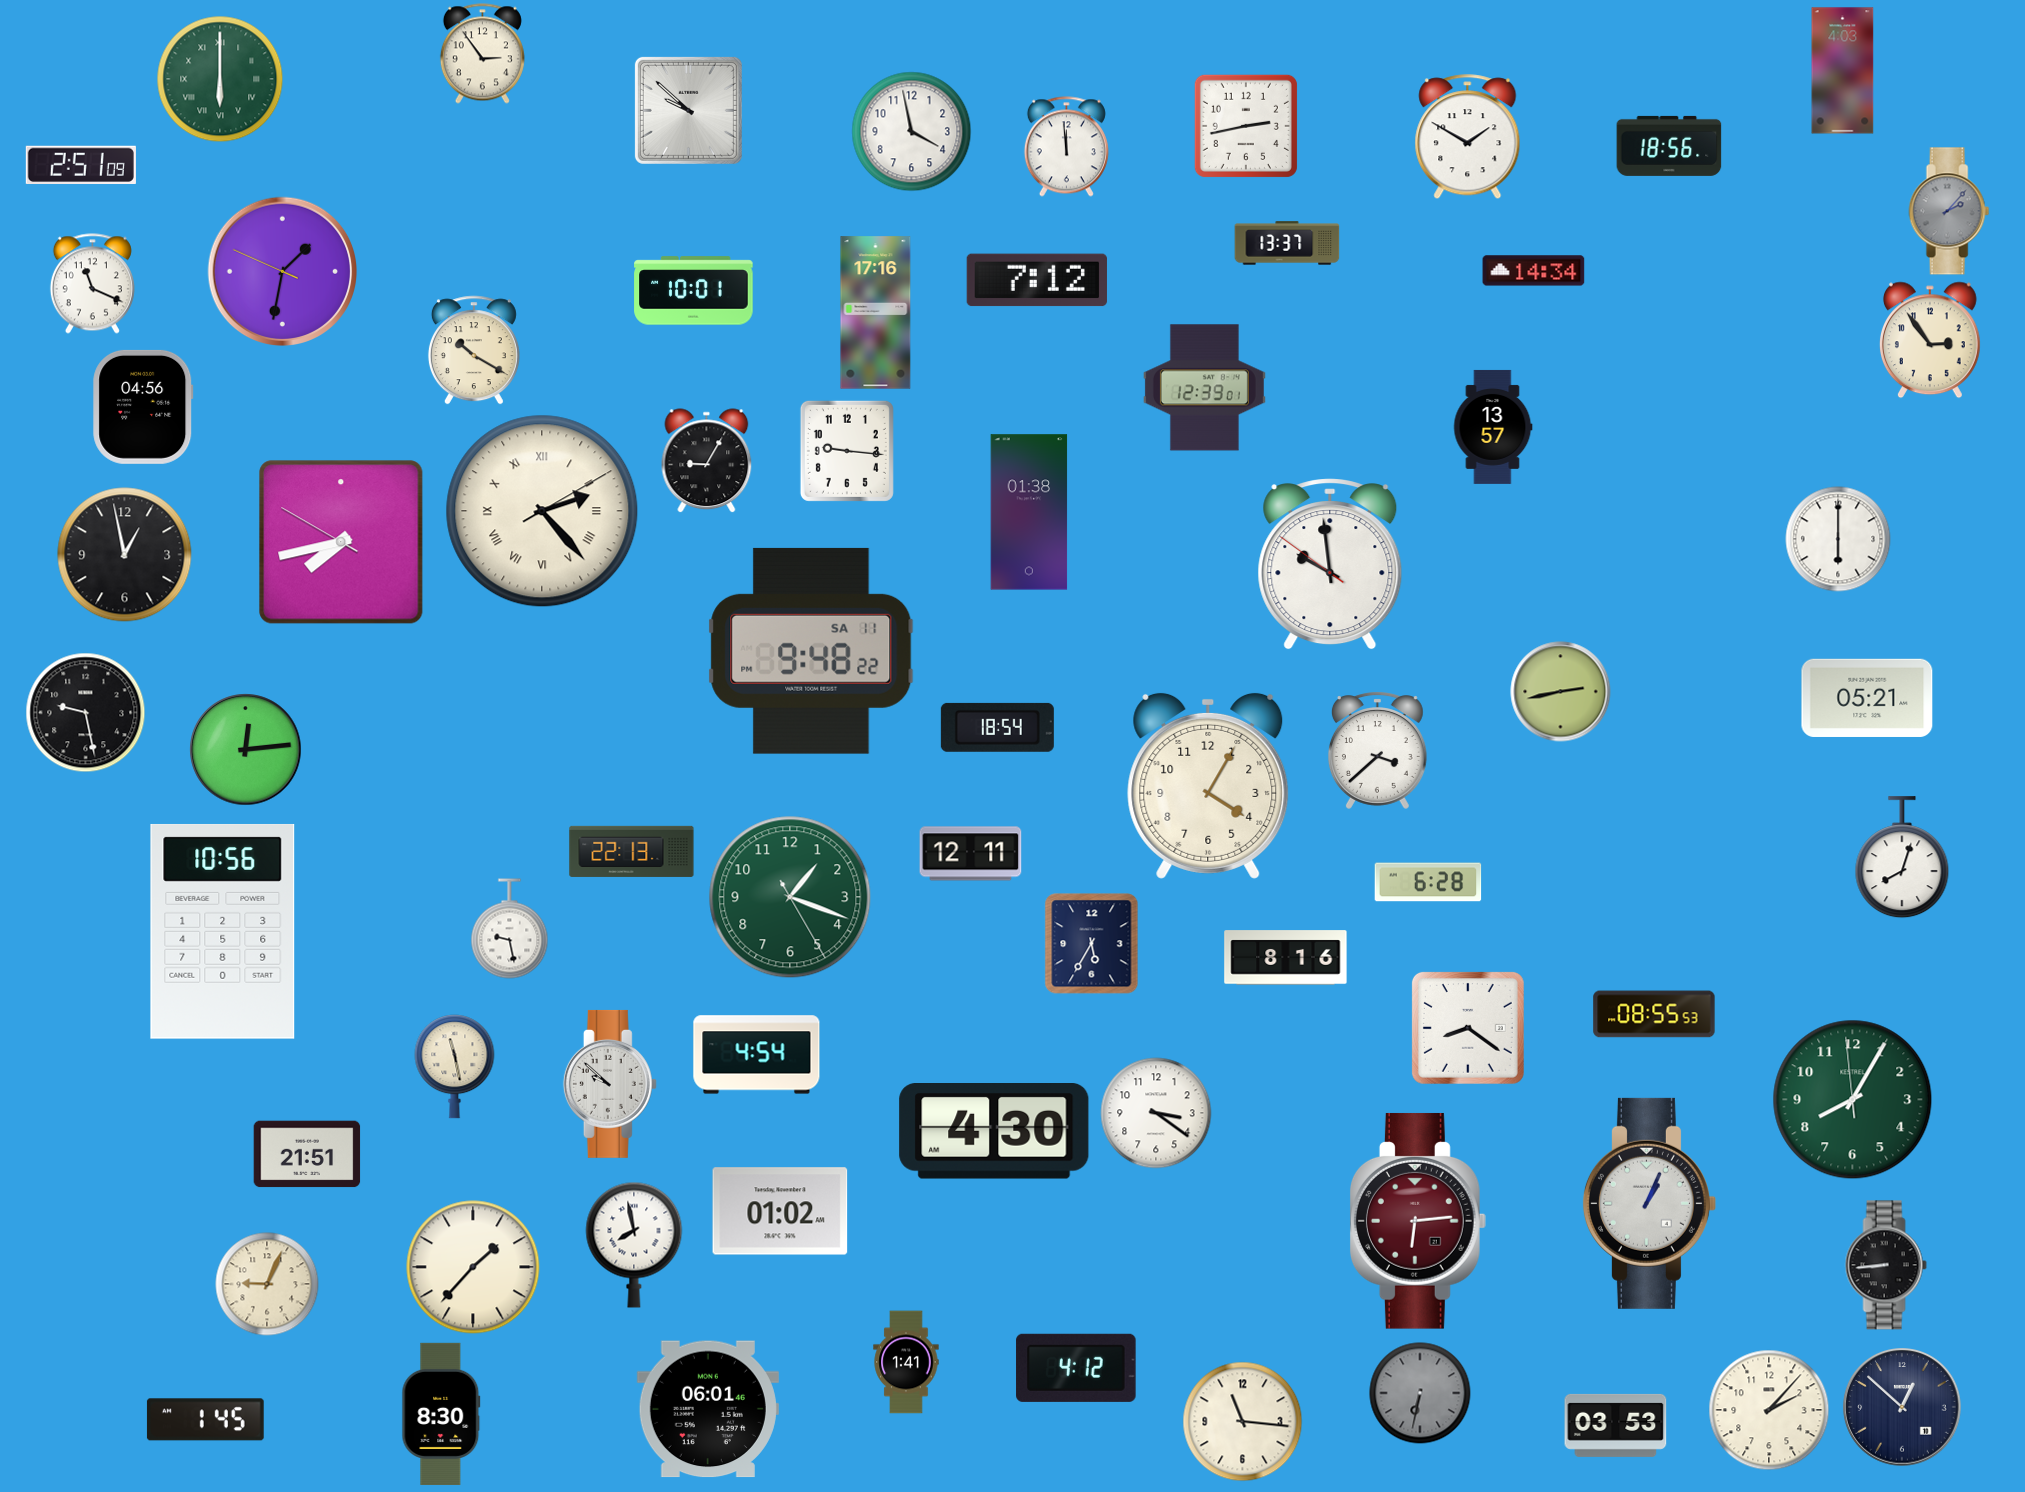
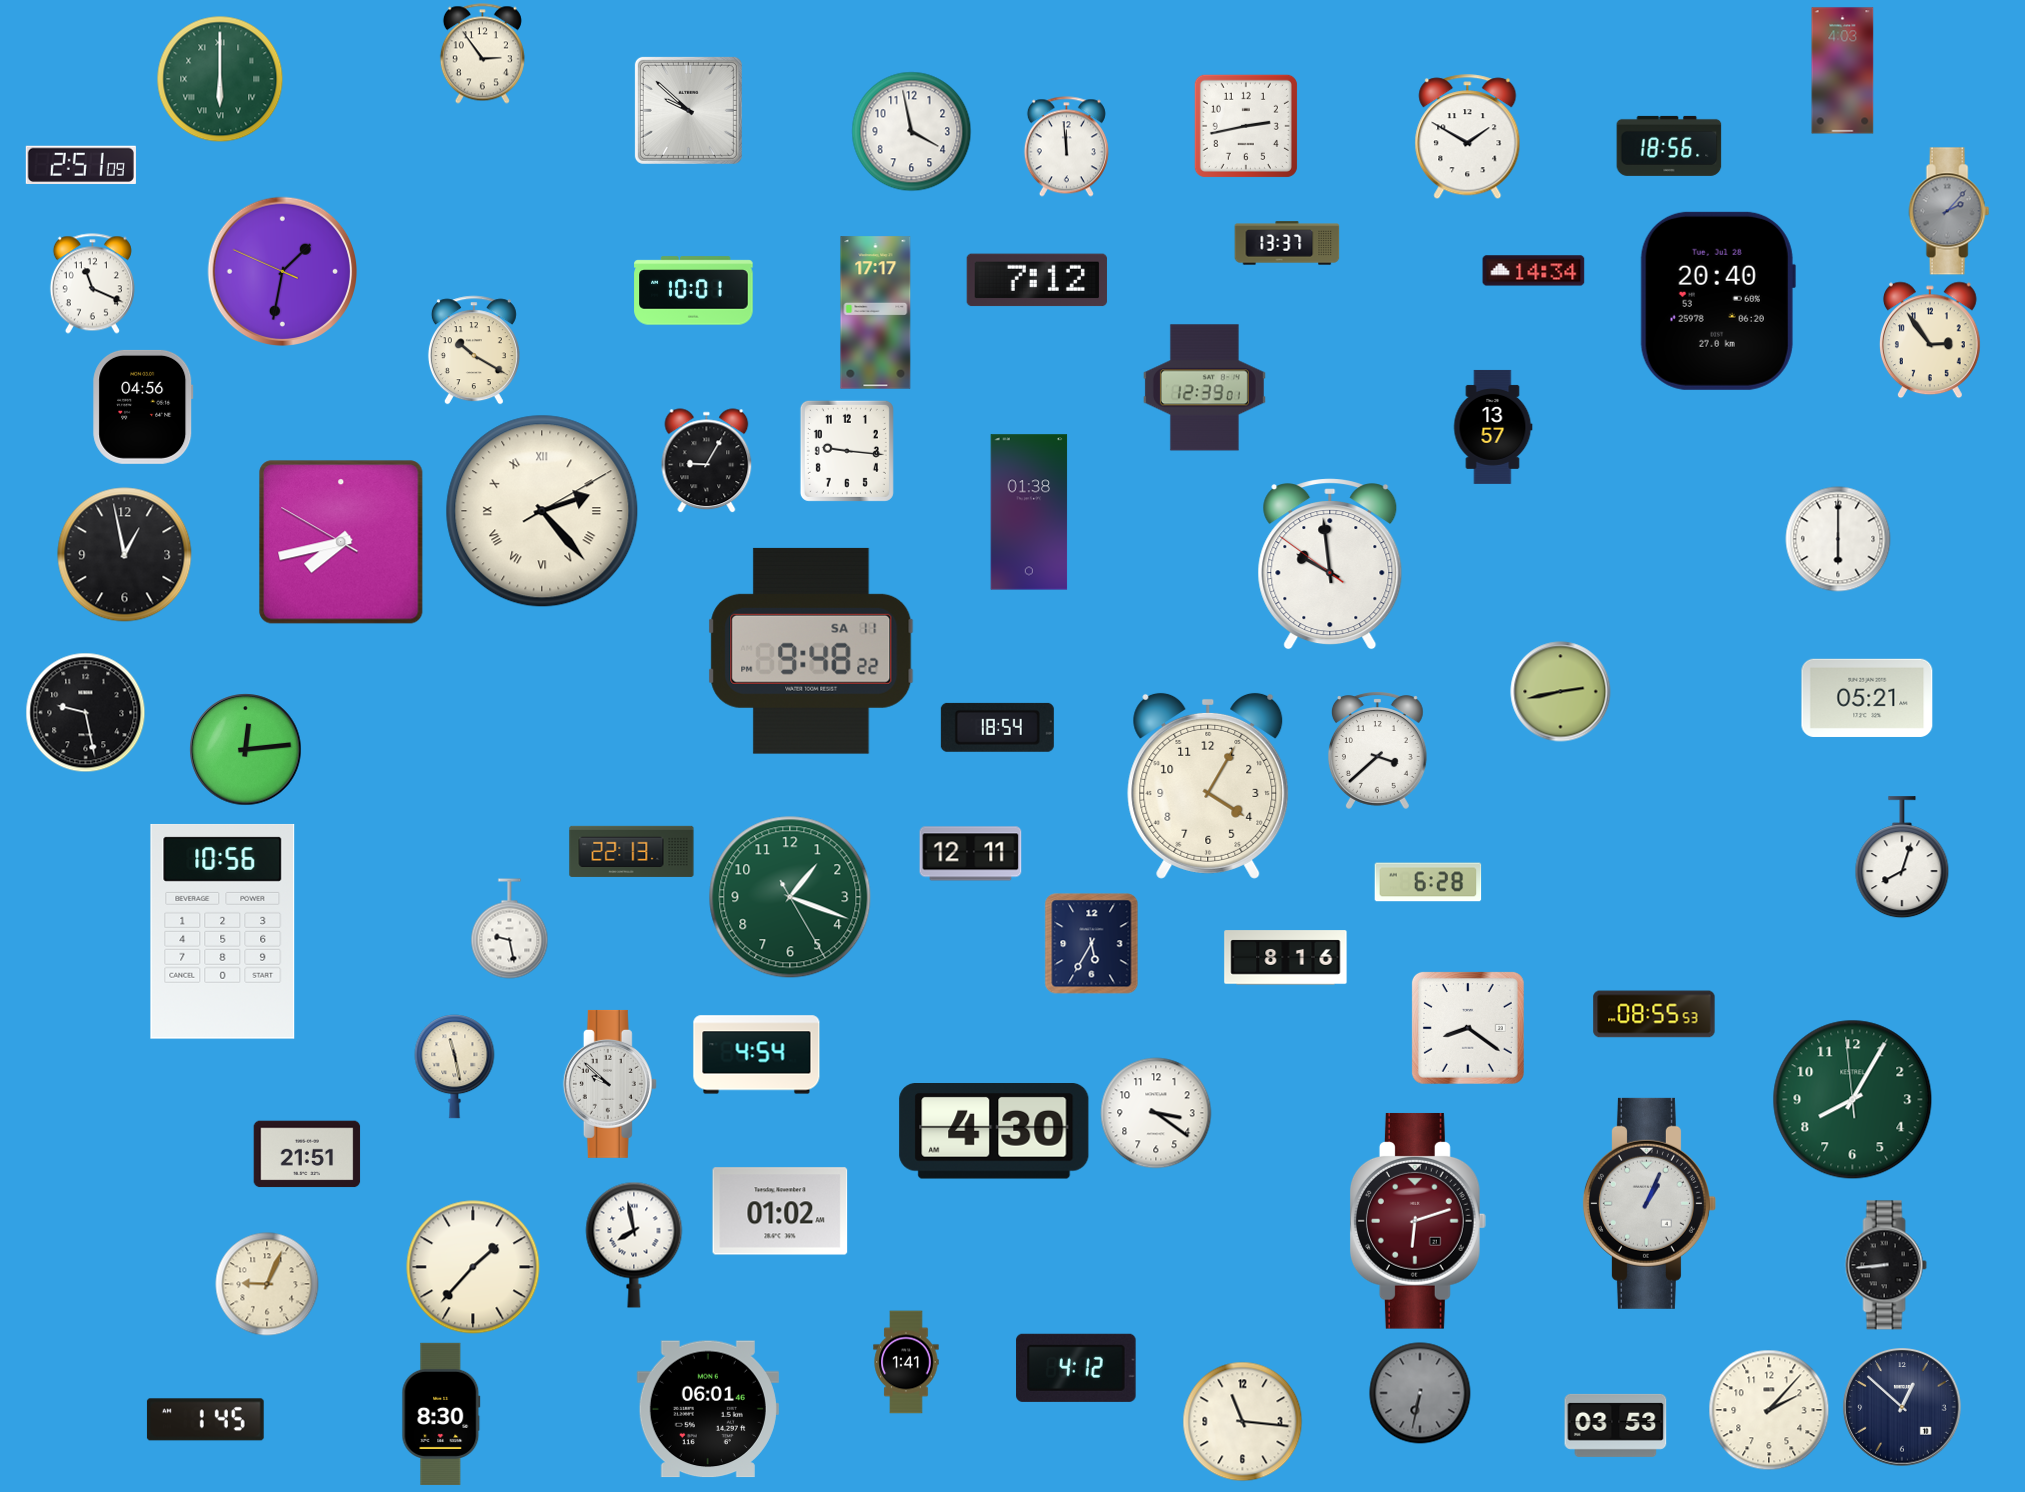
clock at (1718, 301): none -> 20:40
clock at (876, 313): 17:16 -> 17:17
clock at (1418, 1221): 6:14 -> 6:12
